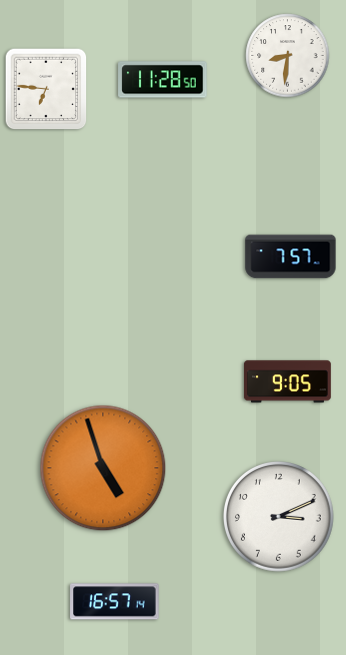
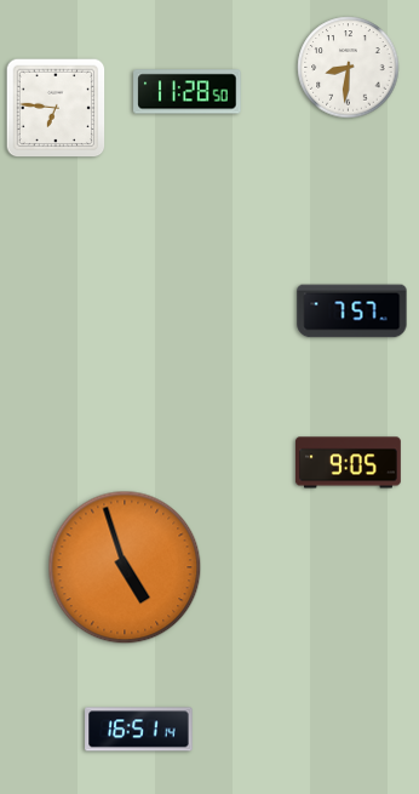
clock at (163, 80) position: (163, 80) -> (188, 92)
clock at (279, 517): 3:11 -> none
clock at (115, 602): 16:57 -> 16:51
